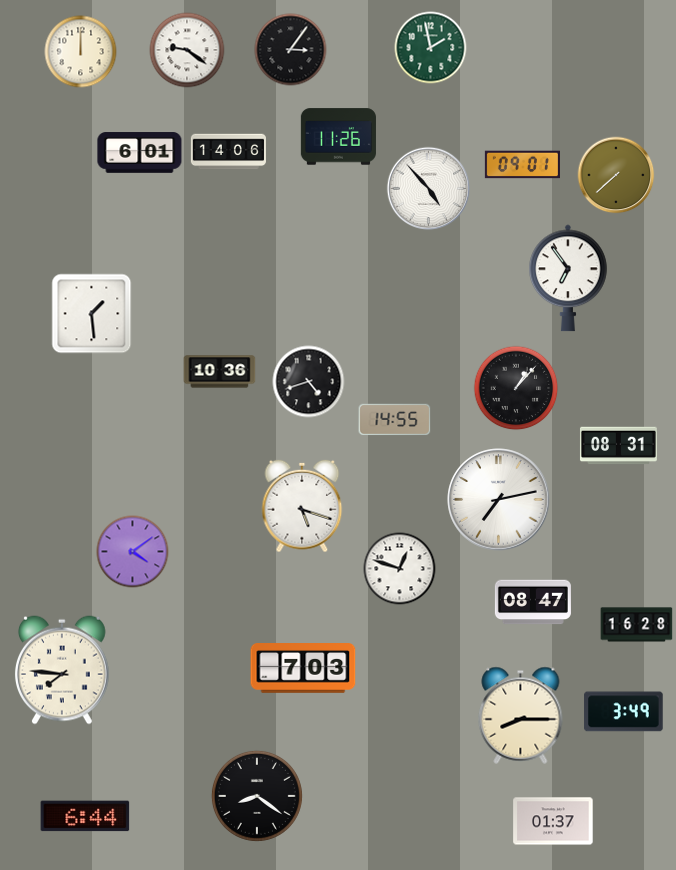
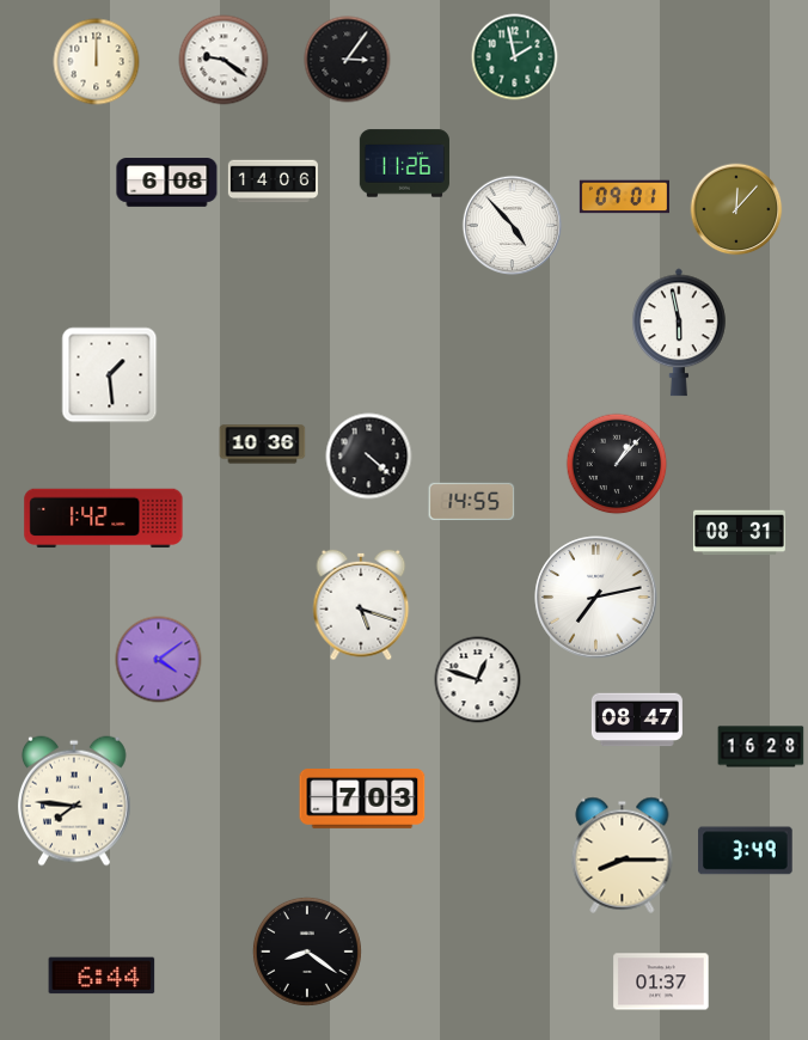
clock at (140, 153): 6:01 -> 6:08
clock at (616, 175): 7:38 -> 12:07
clock at (568, 278): 6:54 -> 5:58
clock at (309, 382): 4:42 -> 4:22
clock at (104, 519): none -> 1:42
